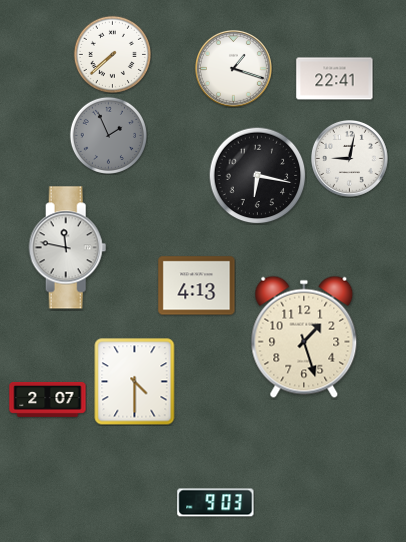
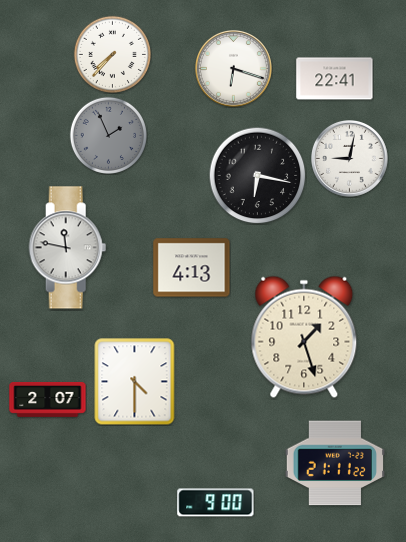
clock at (112, 54): 7:38 -> 7:37
clock at (234, 69): 1:18 -> 6:18
clock at (197, 286) position: (197, 286) -> (192, 268)
clock at (334, 463): none -> 21:11
clock at (216, 503): 9:03 -> 9:00
